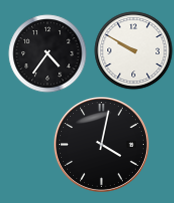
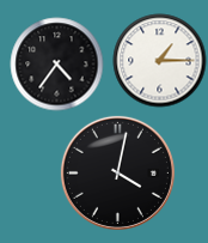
clock at (133, 50): 9:50 -> 1:15
clock at (101, 144) position: (101, 144) -> (117, 172)
